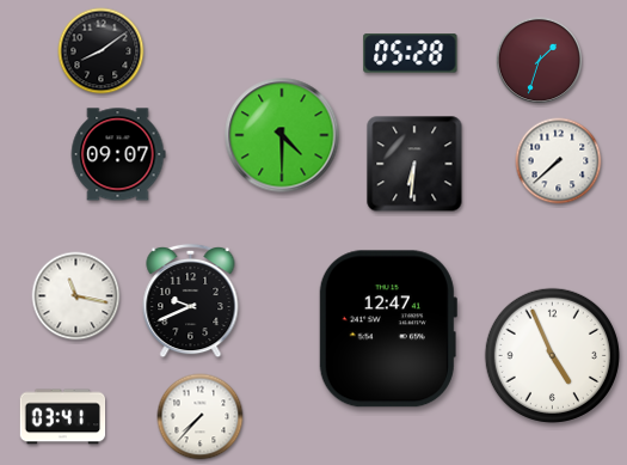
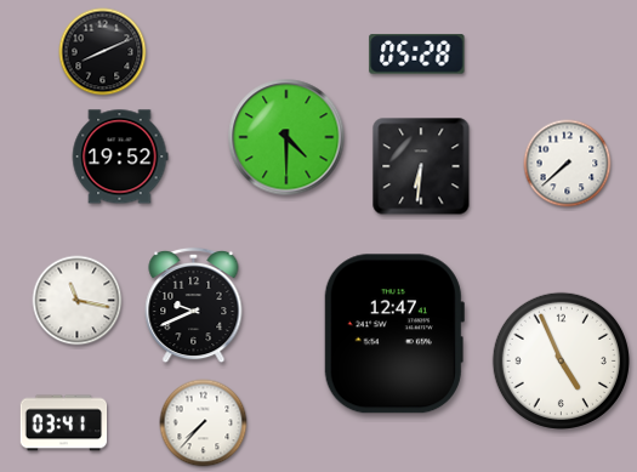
clock at (102, 51): 8:09 -> 8:11
clock at (540, 61): 1:33 -> none
clock at (118, 154): 09:07 -> 19:52
